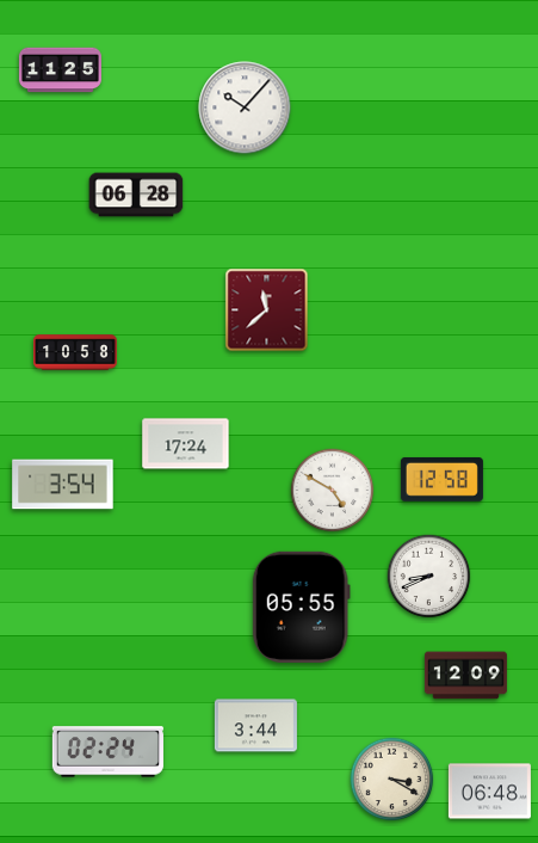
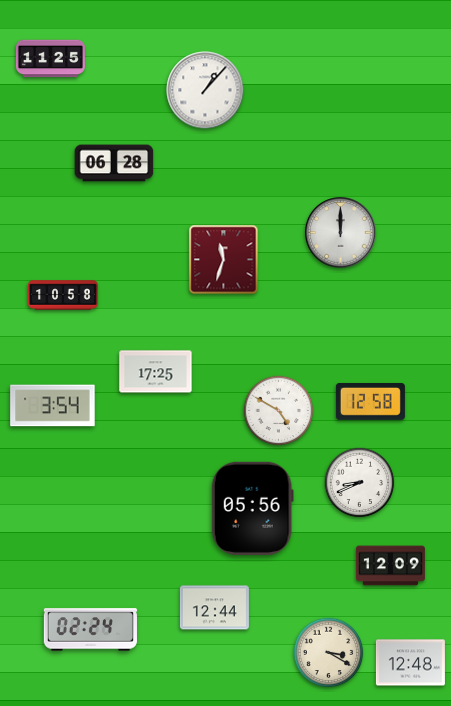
clock at (245, 107): 10:07 -> 1:07
clock at (341, 233): none -> 12:00
clock at (267, 310): 11:38 -> 11:33
clock at (186, 444): 17:24 -> 17:25
clock at (301, 607): 05:55 -> 05:56
clock at (255, 726): 3:44 -> 12:44
clock at (489, 792): 06:48 -> 12:48
